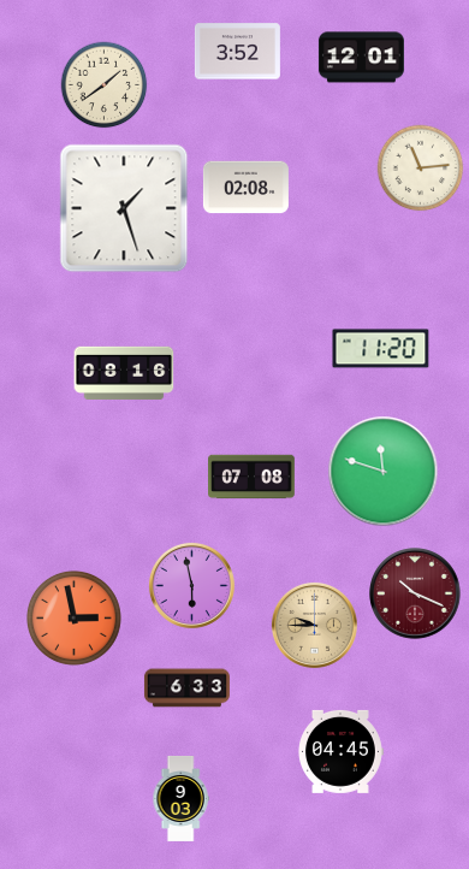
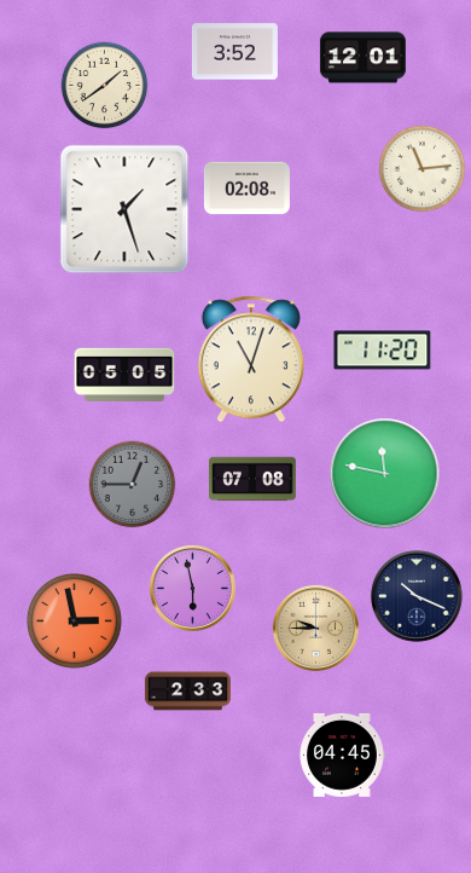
clock at (237, 52) position: (237, 52) -> (234, 52)
clock at (251, 359): none -> 11:03
clock at (124, 373): 08:16 -> 05:05
clock at (384, 472): 11:48 -> 11:47
clock at (133, 485): none -> 12:45
clock at (415, 593) dial: burgundy -> navy
clock at (186, 688): 6:33 -> 2:33
clock at (180, 798): 9:03 -> none
